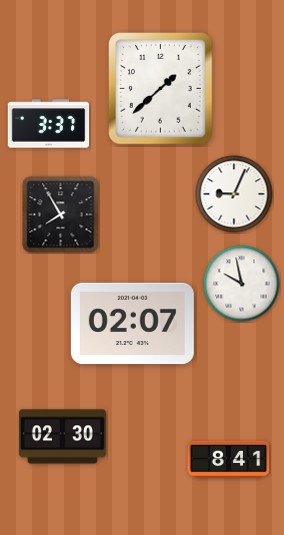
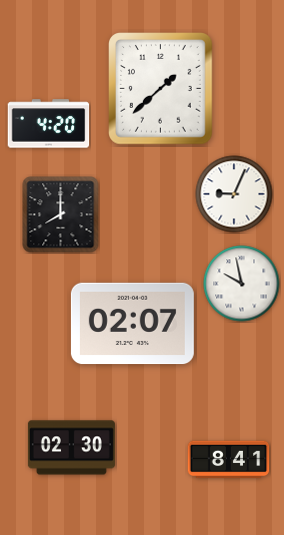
clock at (49, 124): 3:37 -> 4:20
clock at (61, 215): 7:55 -> 8:00
clock at (62, 437) position: (62, 437) -> (71, 448)
